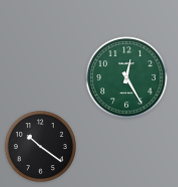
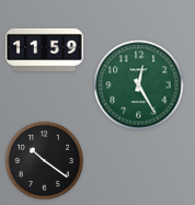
clock at (45, 49): none -> 11:59
